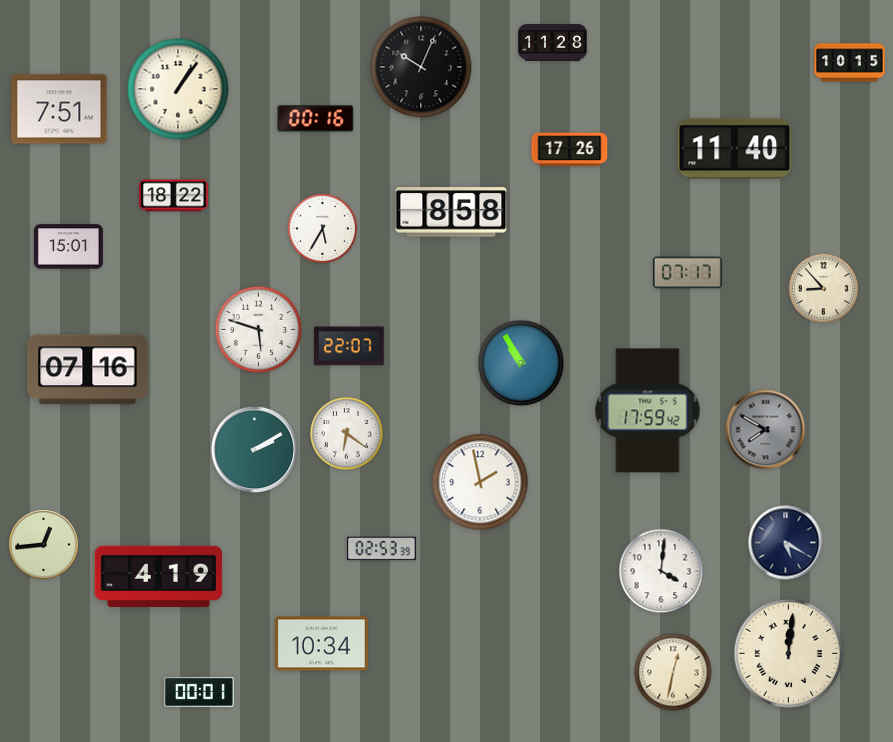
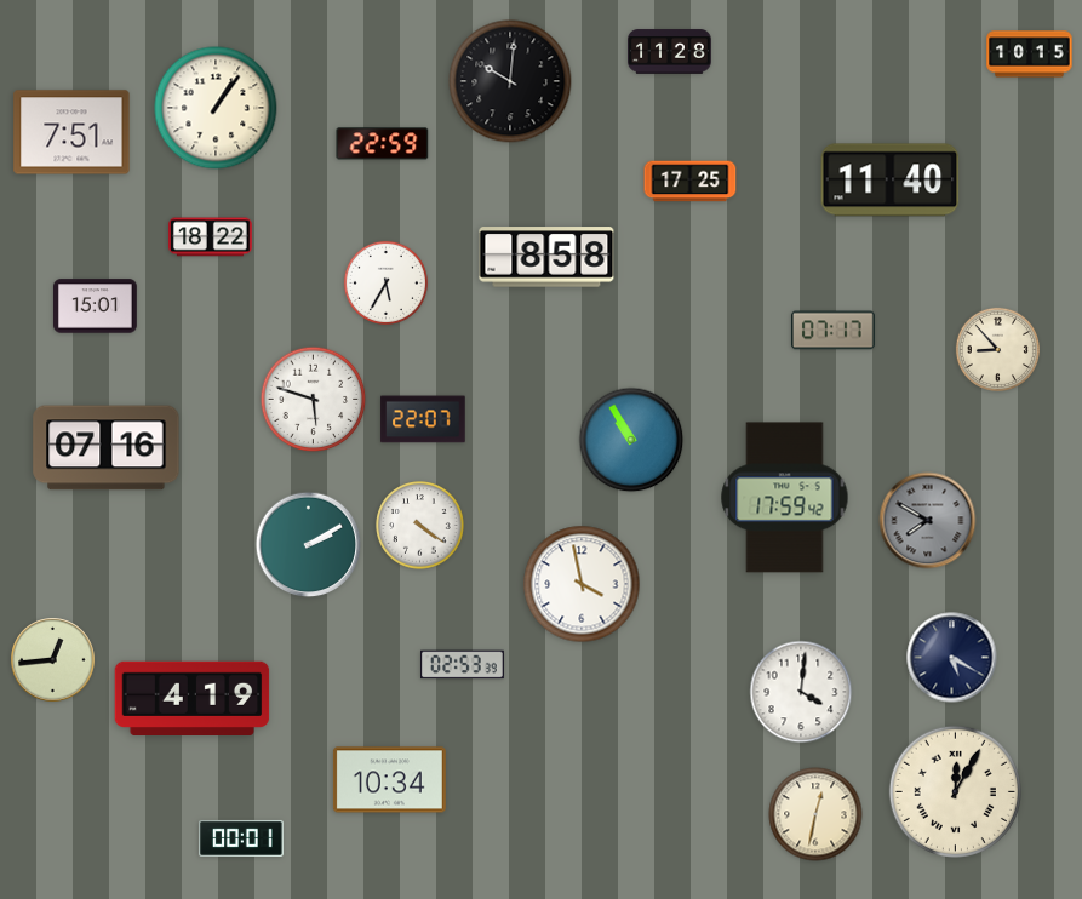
clock at (850, 63) position: (850, 63) -> (1030, 55)
clock at (421, 67): 10:04 -> 10:01
clock at (316, 119): 00:16 -> 22:59
clock at (570, 150): 17:26 -> 17:25
clock at (322, 228) position: (322, 228) -> (385, 282)
clock at (69, 247) position: (69, 247) -> (96, 307)
clock at (347, 434): 6:21 -> 4:21
clock at (480, 482): 1:58 -> 3:58
clock at (788, 653): 12:01 -> 12:05
